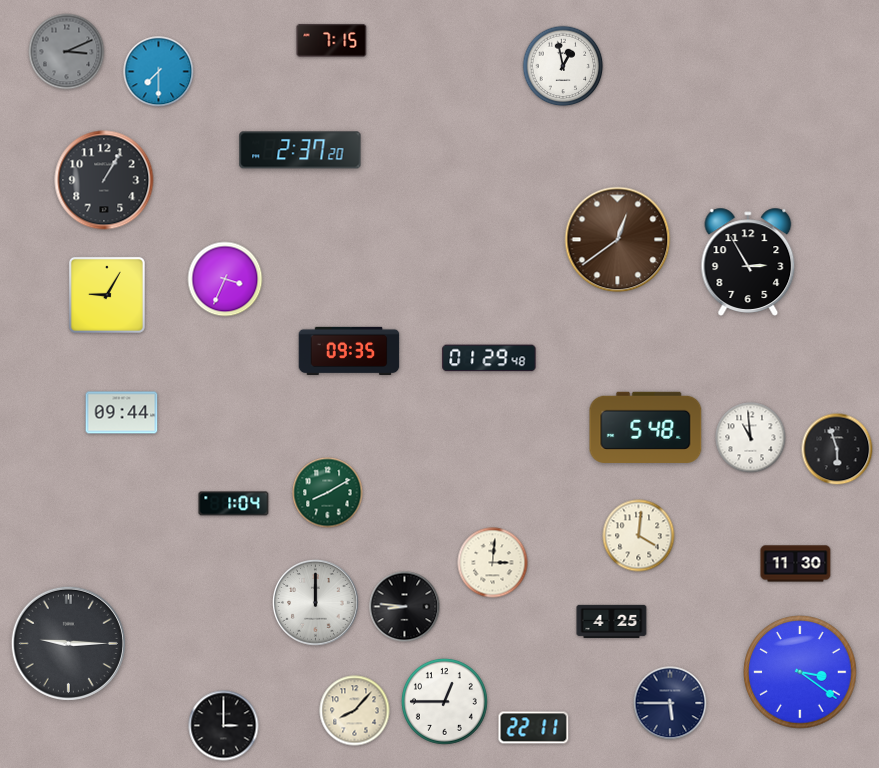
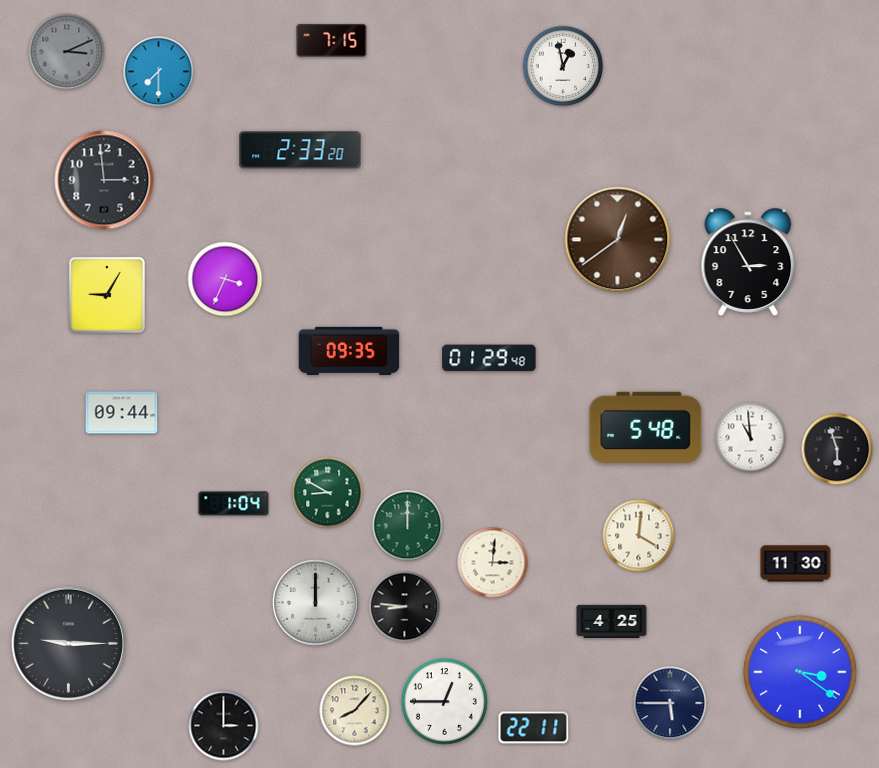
clock at (300, 150): 2:37 -> 2:33
clock at (104, 180): 1:05 -> 2:59
clock at (328, 493): 8:10 -> 8:50
clock at (408, 526): none -> 12:00
